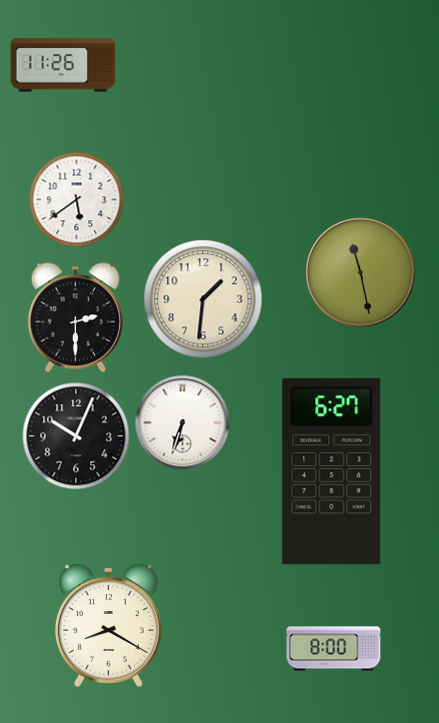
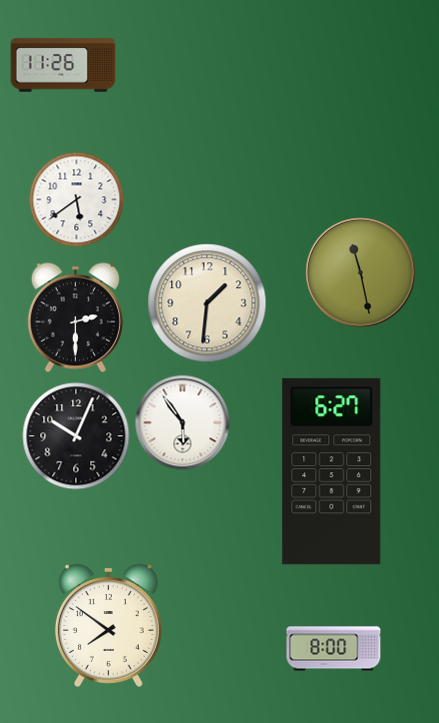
clock at (203, 299) position: (203, 299) -> (207, 303)
clock at (182, 422): 6:33 -> 5:54
clock at (108, 625): 8:20 -> 7:51
